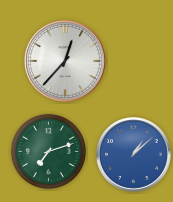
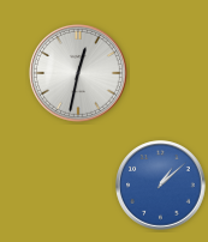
clock at (66, 62): 12:37 -> 12:32
clock at (48, 151): 7:12 -> none
